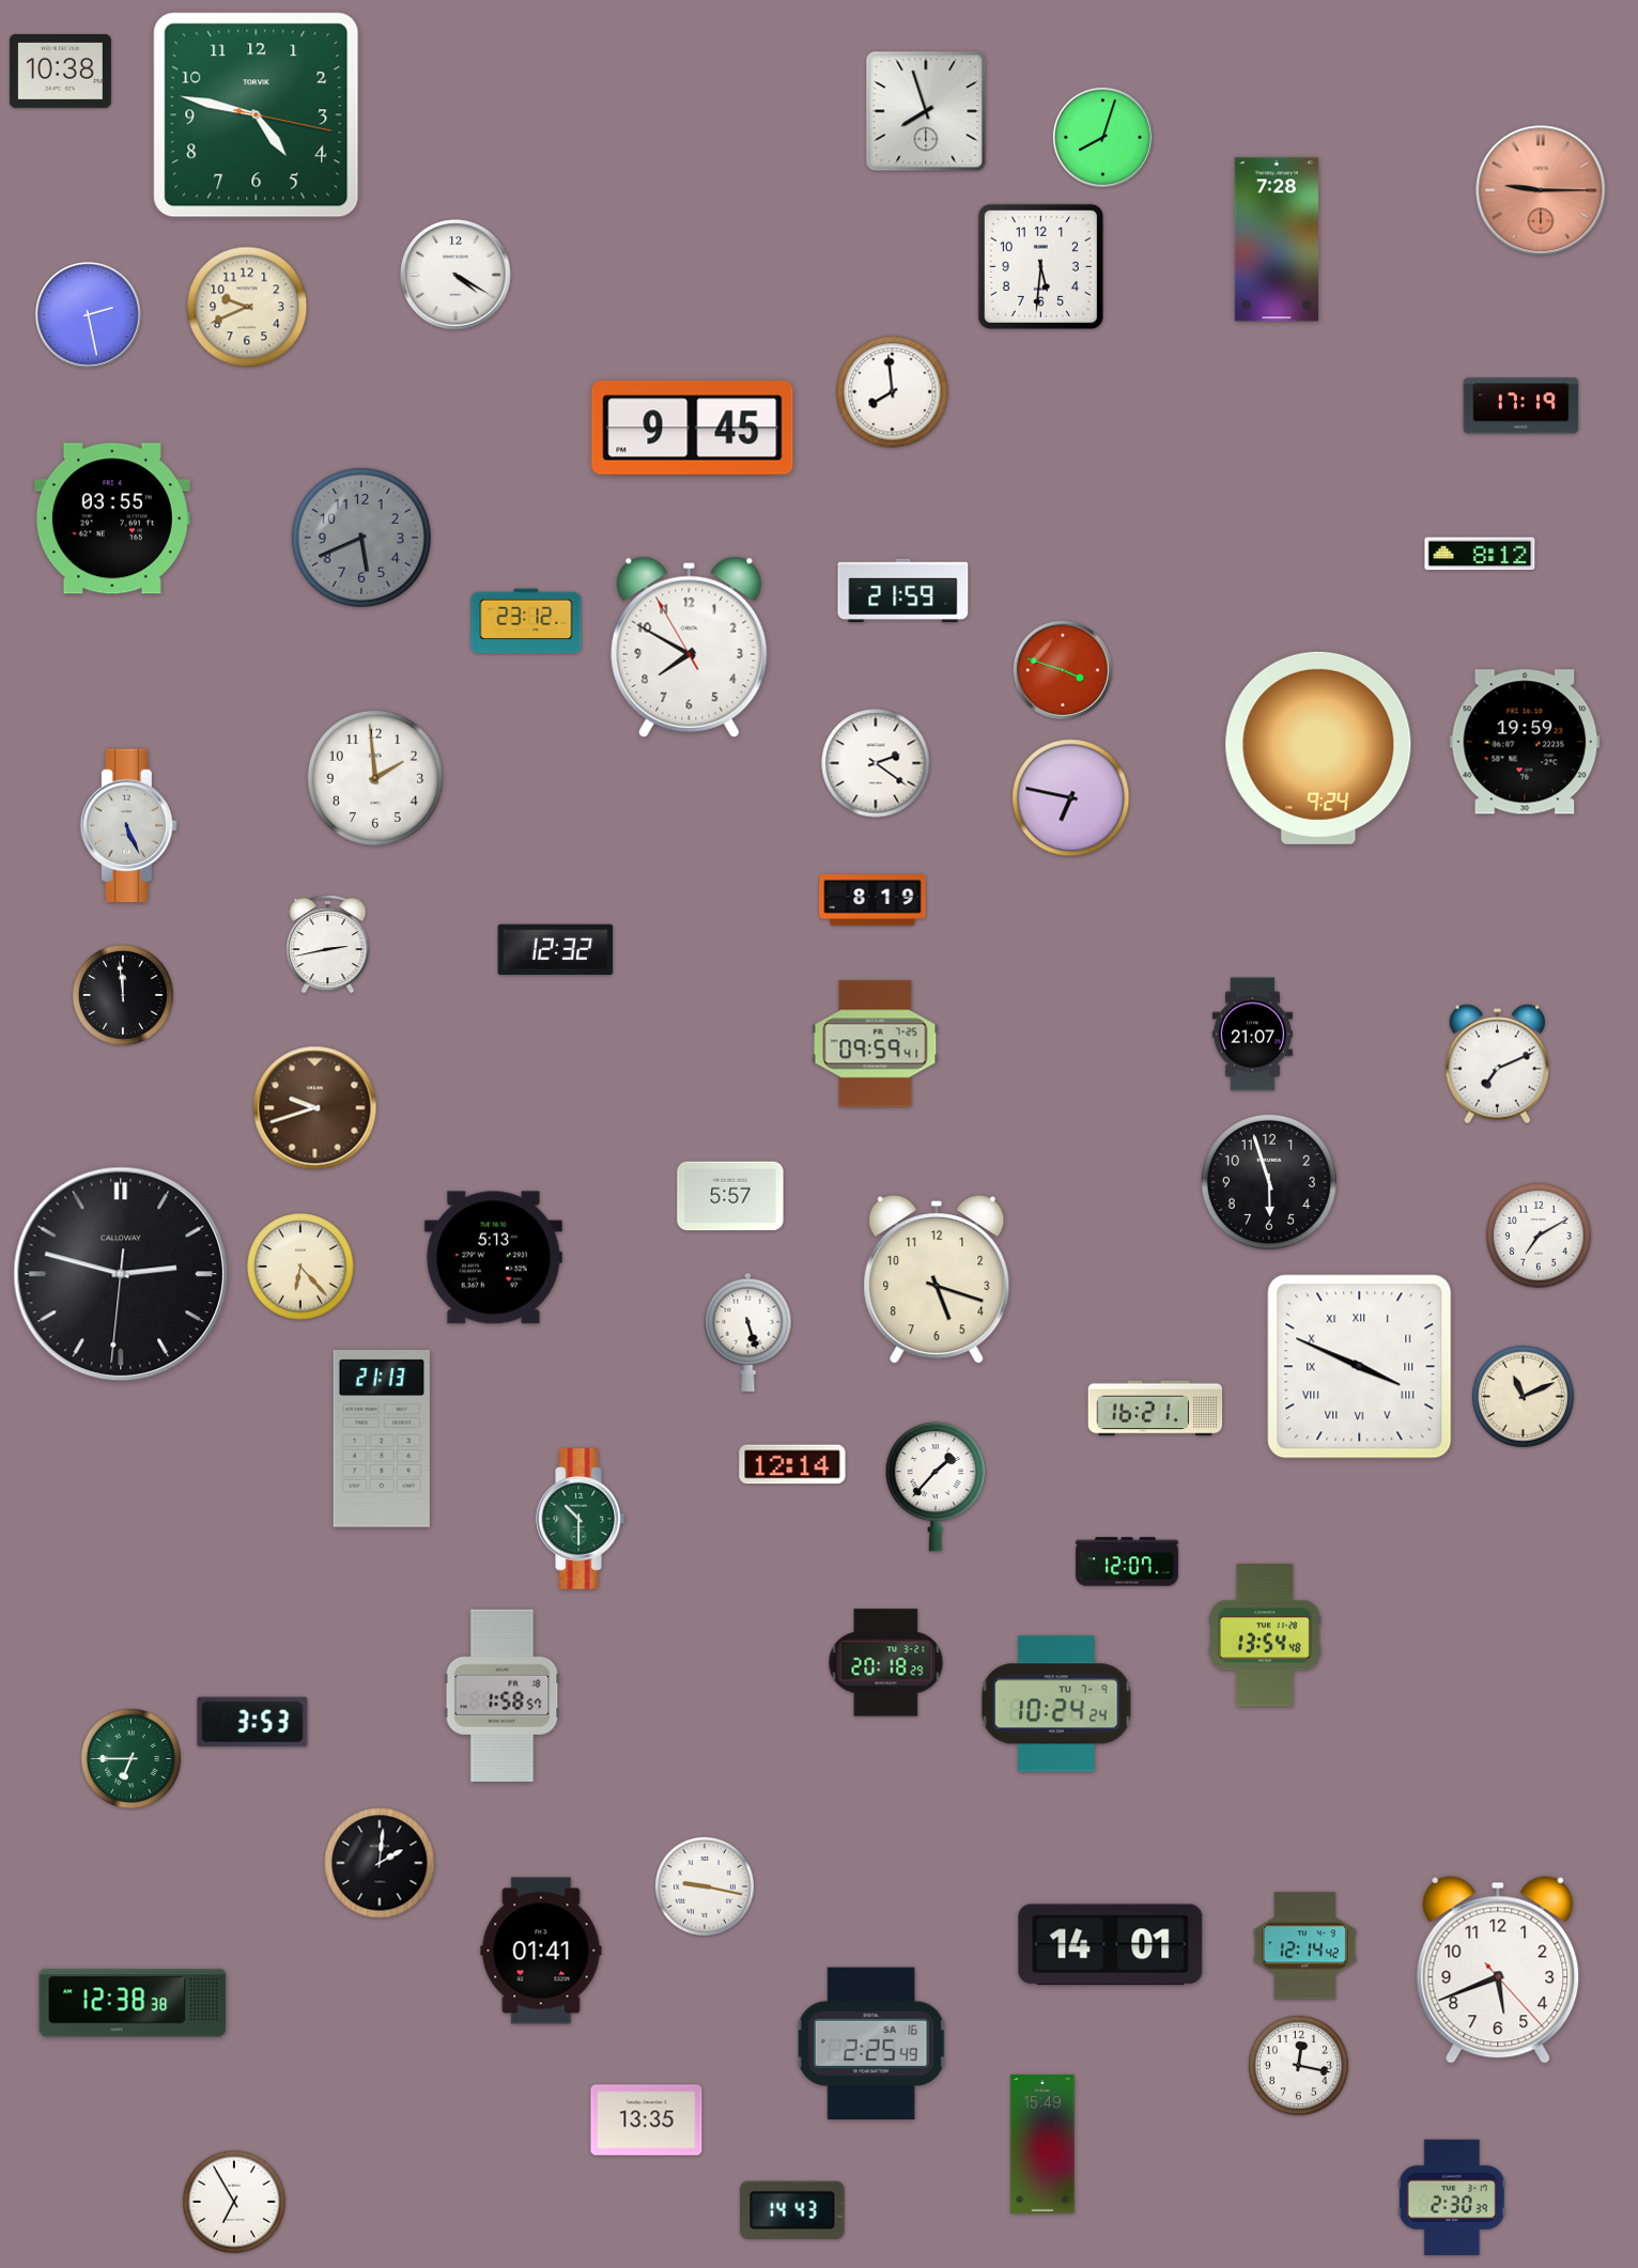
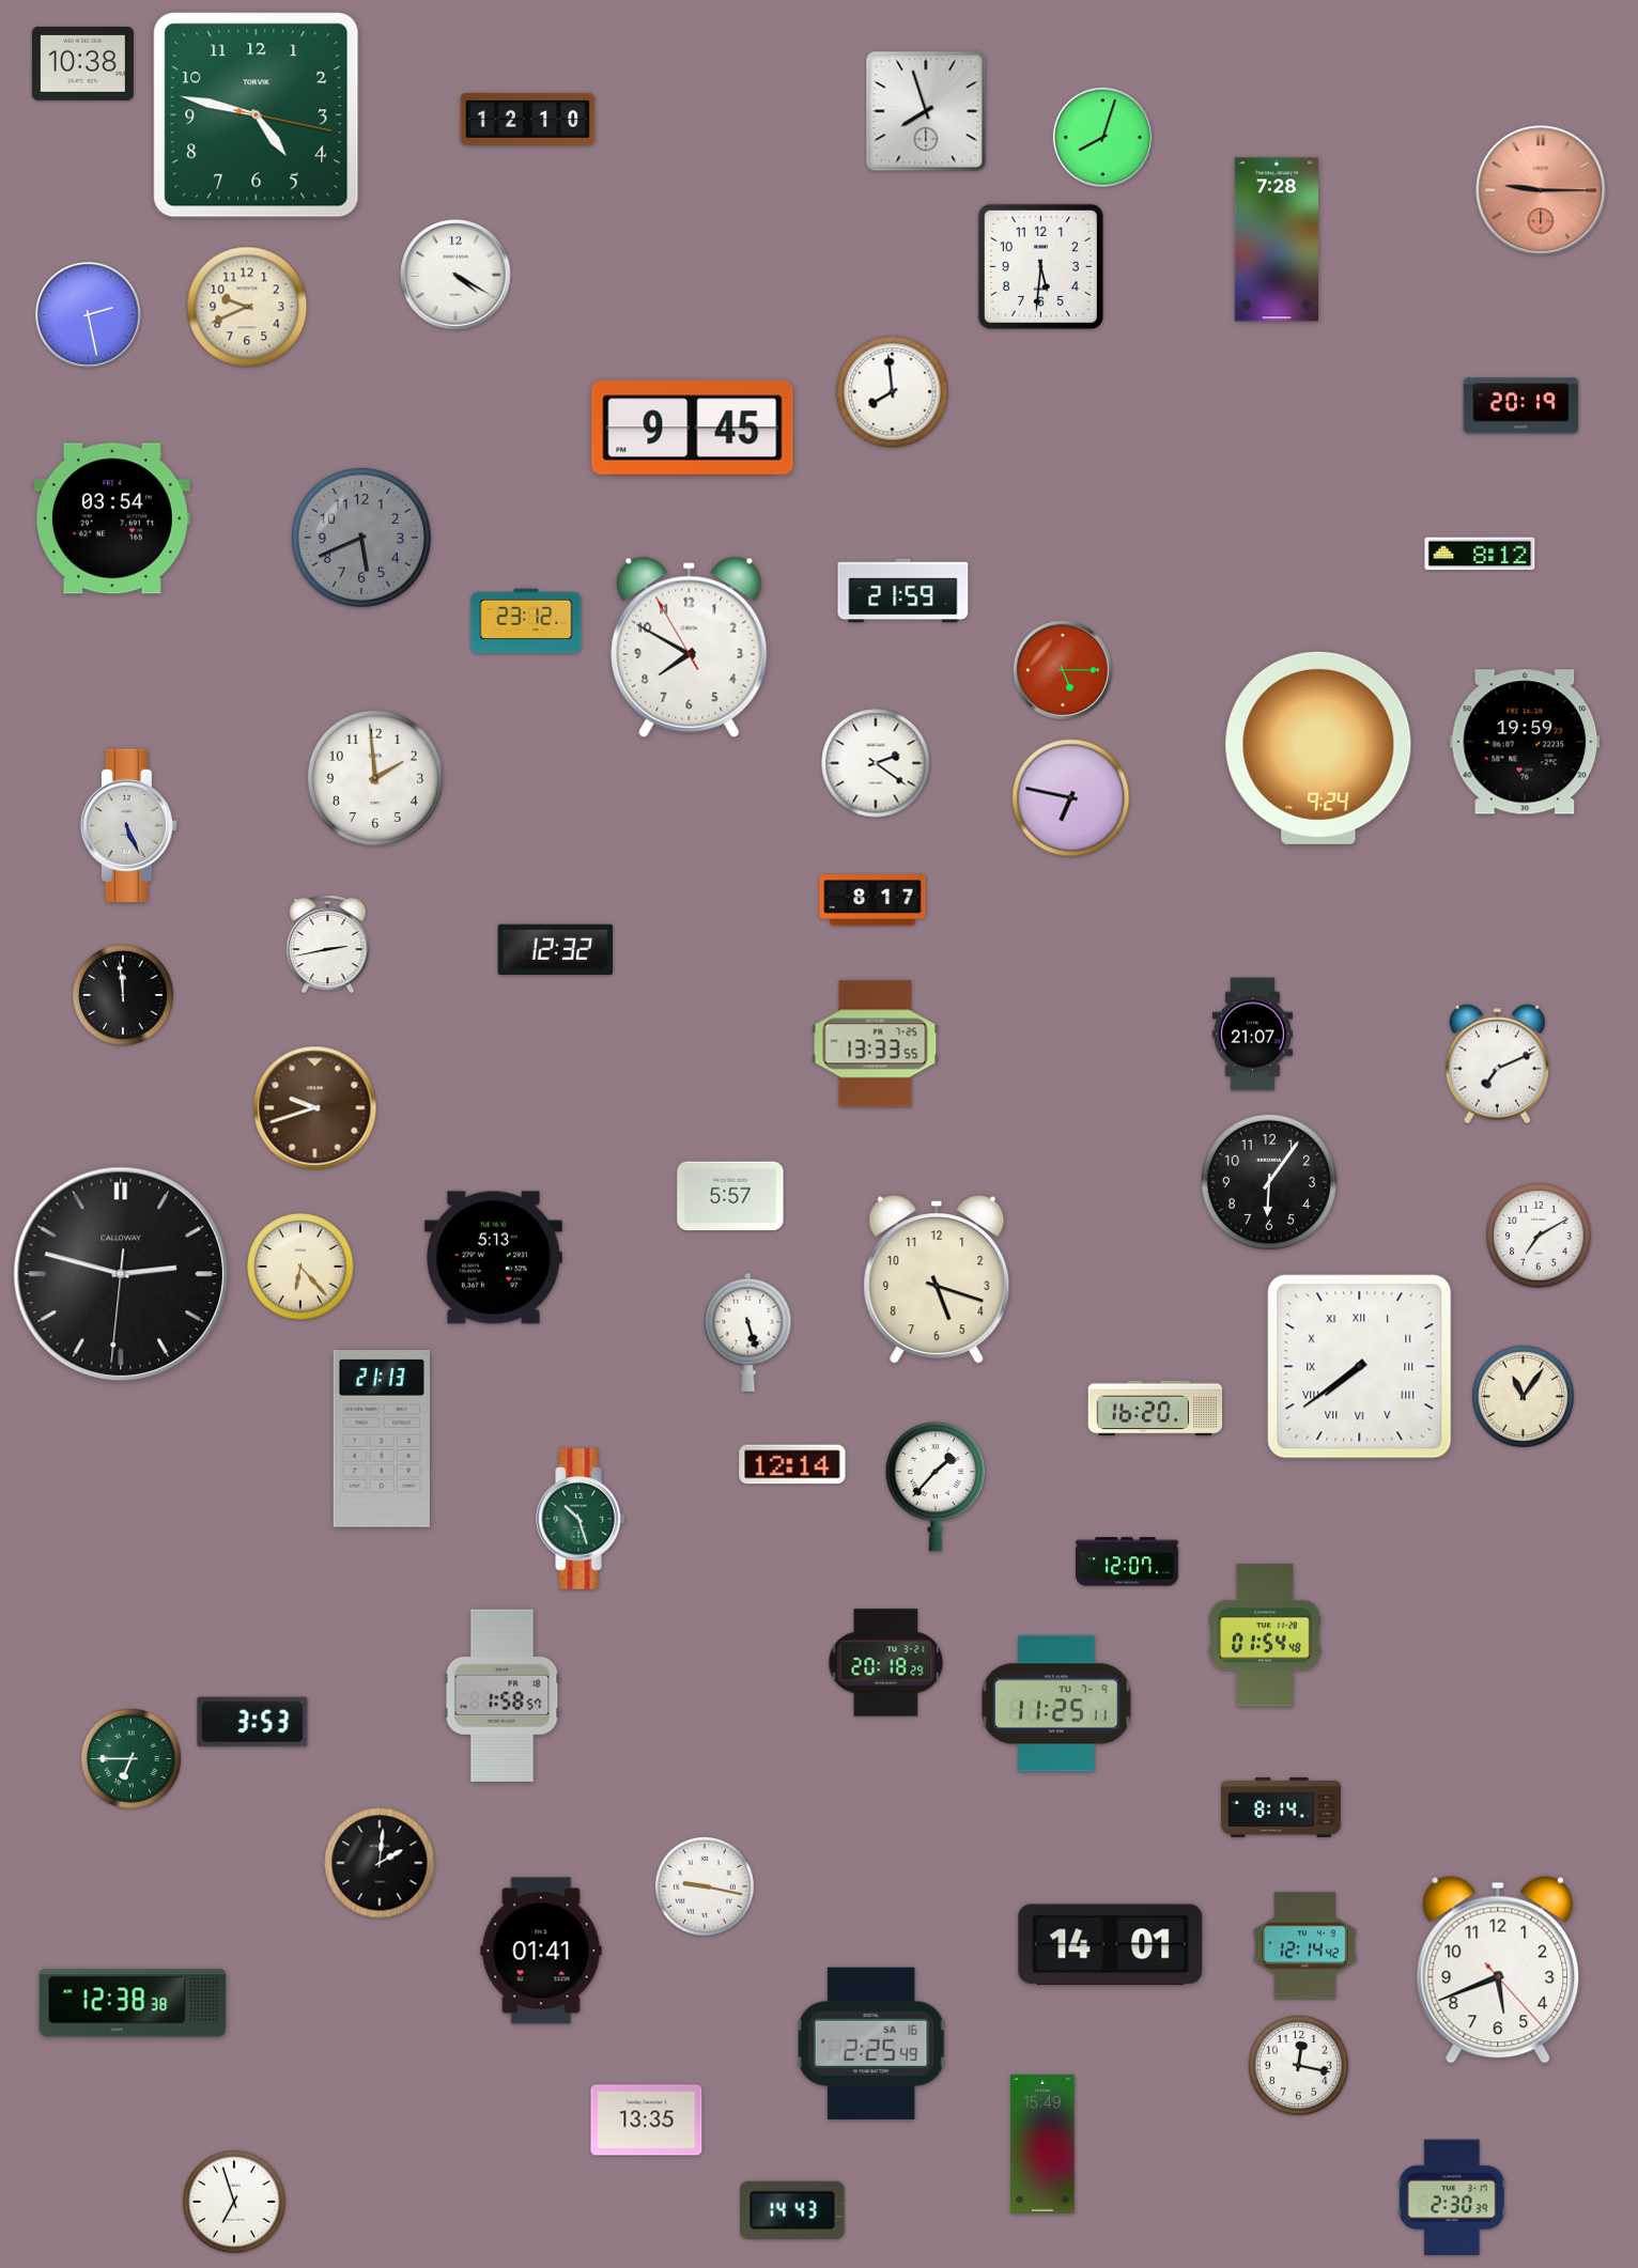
clock at (60, 71) position: (60, 71) -> (82, 63)
clock at (528, 119): none -> 12:10
clock at (1521, 406): 17:19 -> 20:19
clock at (112, 518): 03:55 -> 03:54
clock at (1063, 670): 3:48 -> 5:15
clock at (872, 900): 8:19 -> 8:17
clock at (876, 1044): 09:59 -> 13:33
clock at (1269, 1182): 5:57 -> 6:06
clock at (1360, 1367): 3:49 -> 7:39
clock at (1524, 1397): 11:11 -> 11:06
clock at (1156, 1409): 16:21 -> 16:20
clock at (581, 1519): 10:30 -> 10:27
clock at (1265, 1635): 13:54 -> 01:54
clock at (1056, 1704): 10:24 -> 11:25
clock at (1281, 1807): none -> 8:14
clock at (234, 2202): 6:55 -> 6:57
